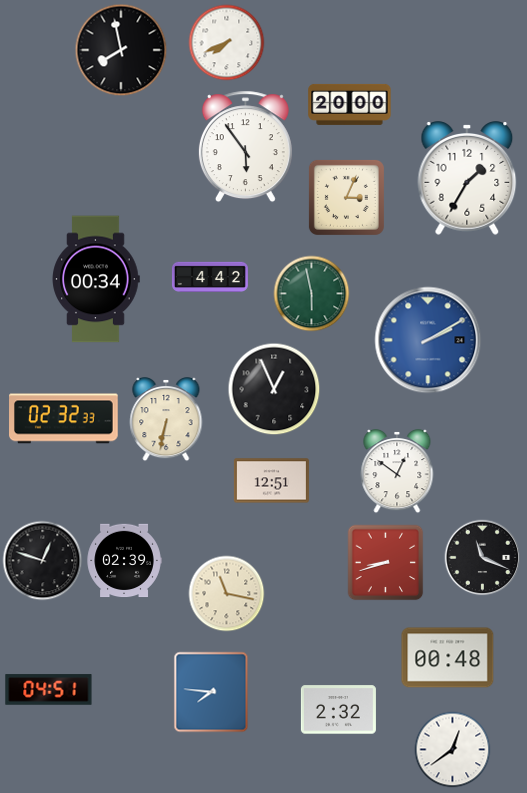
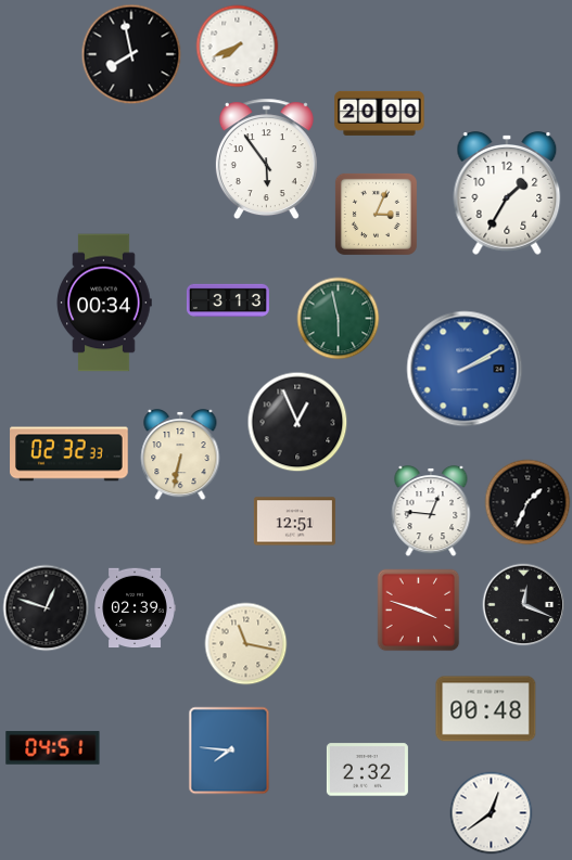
clock at (227, 43) position: (227, 43) -> (238, 47)
clock at (210, 276): 4:42 -> 3:13
clock at (527, 502): none -> 1:34
clock at (397, 472): 12:51 -> 12:46
clock at (483, 558): 11:19 -> 12:19
clock at (386, 563): 8:42 -> 3:48
clock at (448, 658) position: (448, 658) -> (486, 709)
